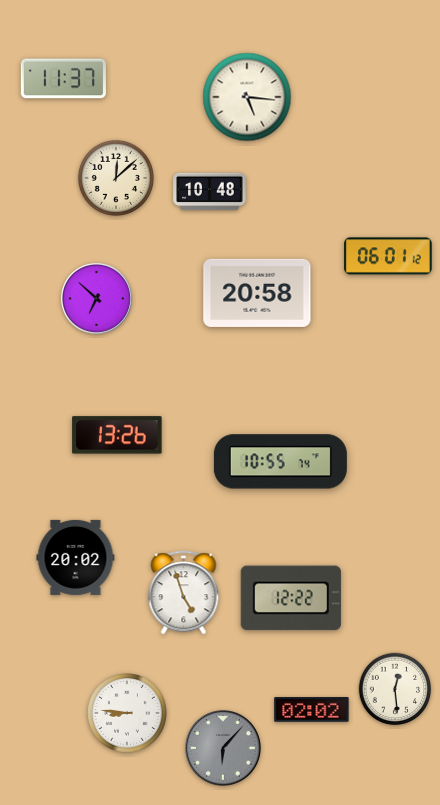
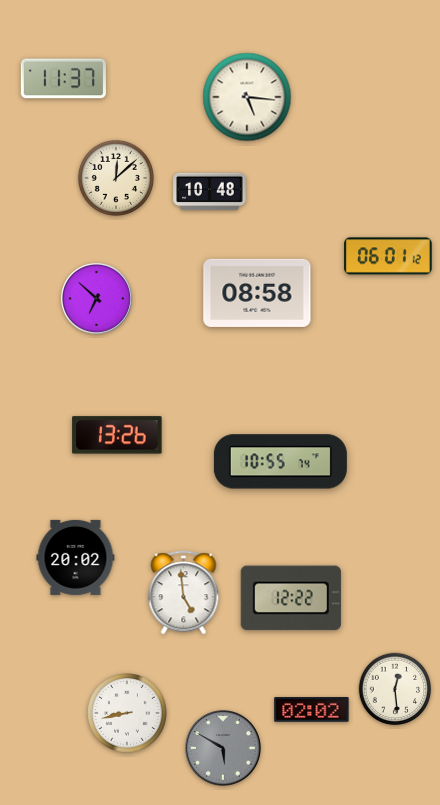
clock at (257, 293): 20:58 -> 08:58
clock at (184, 593): 4:57 -> 4:59
clock at (128, 714): 8:46 -> 8:43
clock at (223, 748): 6:07 -> 5:50
